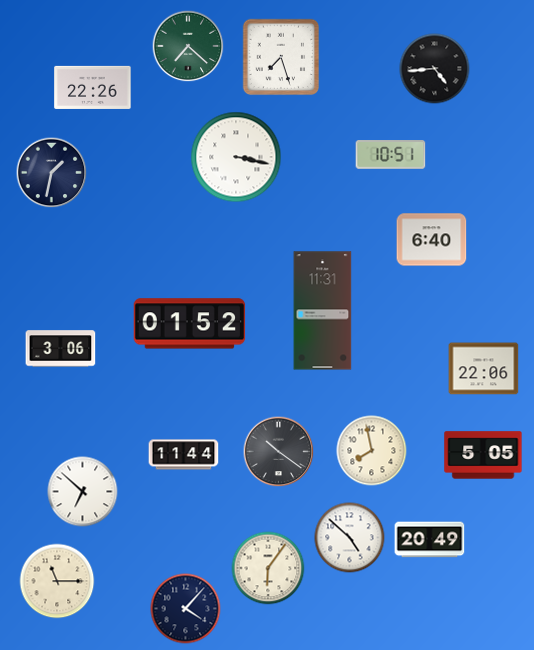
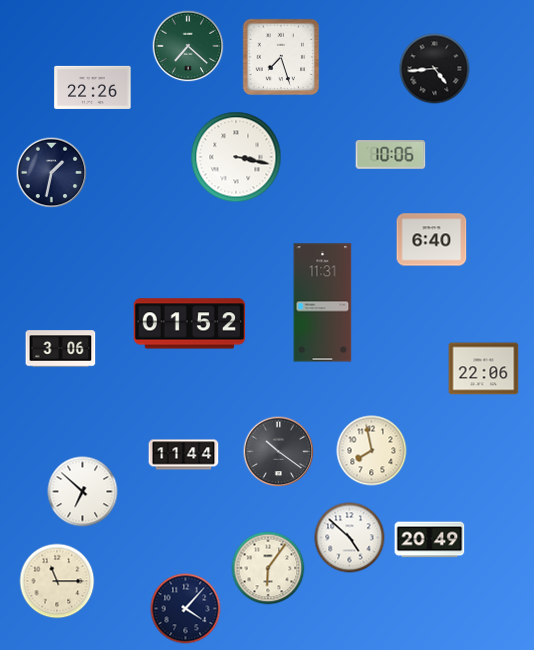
clock at (391, 155): 10:51 -> 10:06
clock at (323, 311) position: (323, 311) -> (323, 303)
clock at (483, 455): 5:05 -> none
